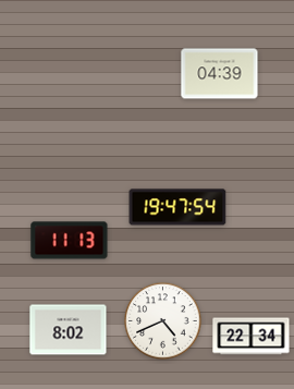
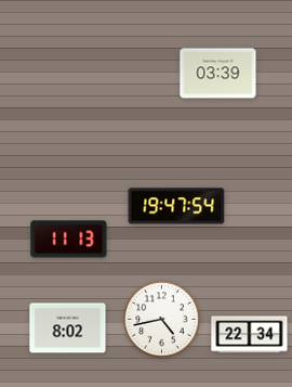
clock at (220, 74): 04:39 -> 03:39
clock at (163, 321): 4:41 -> 4:43
